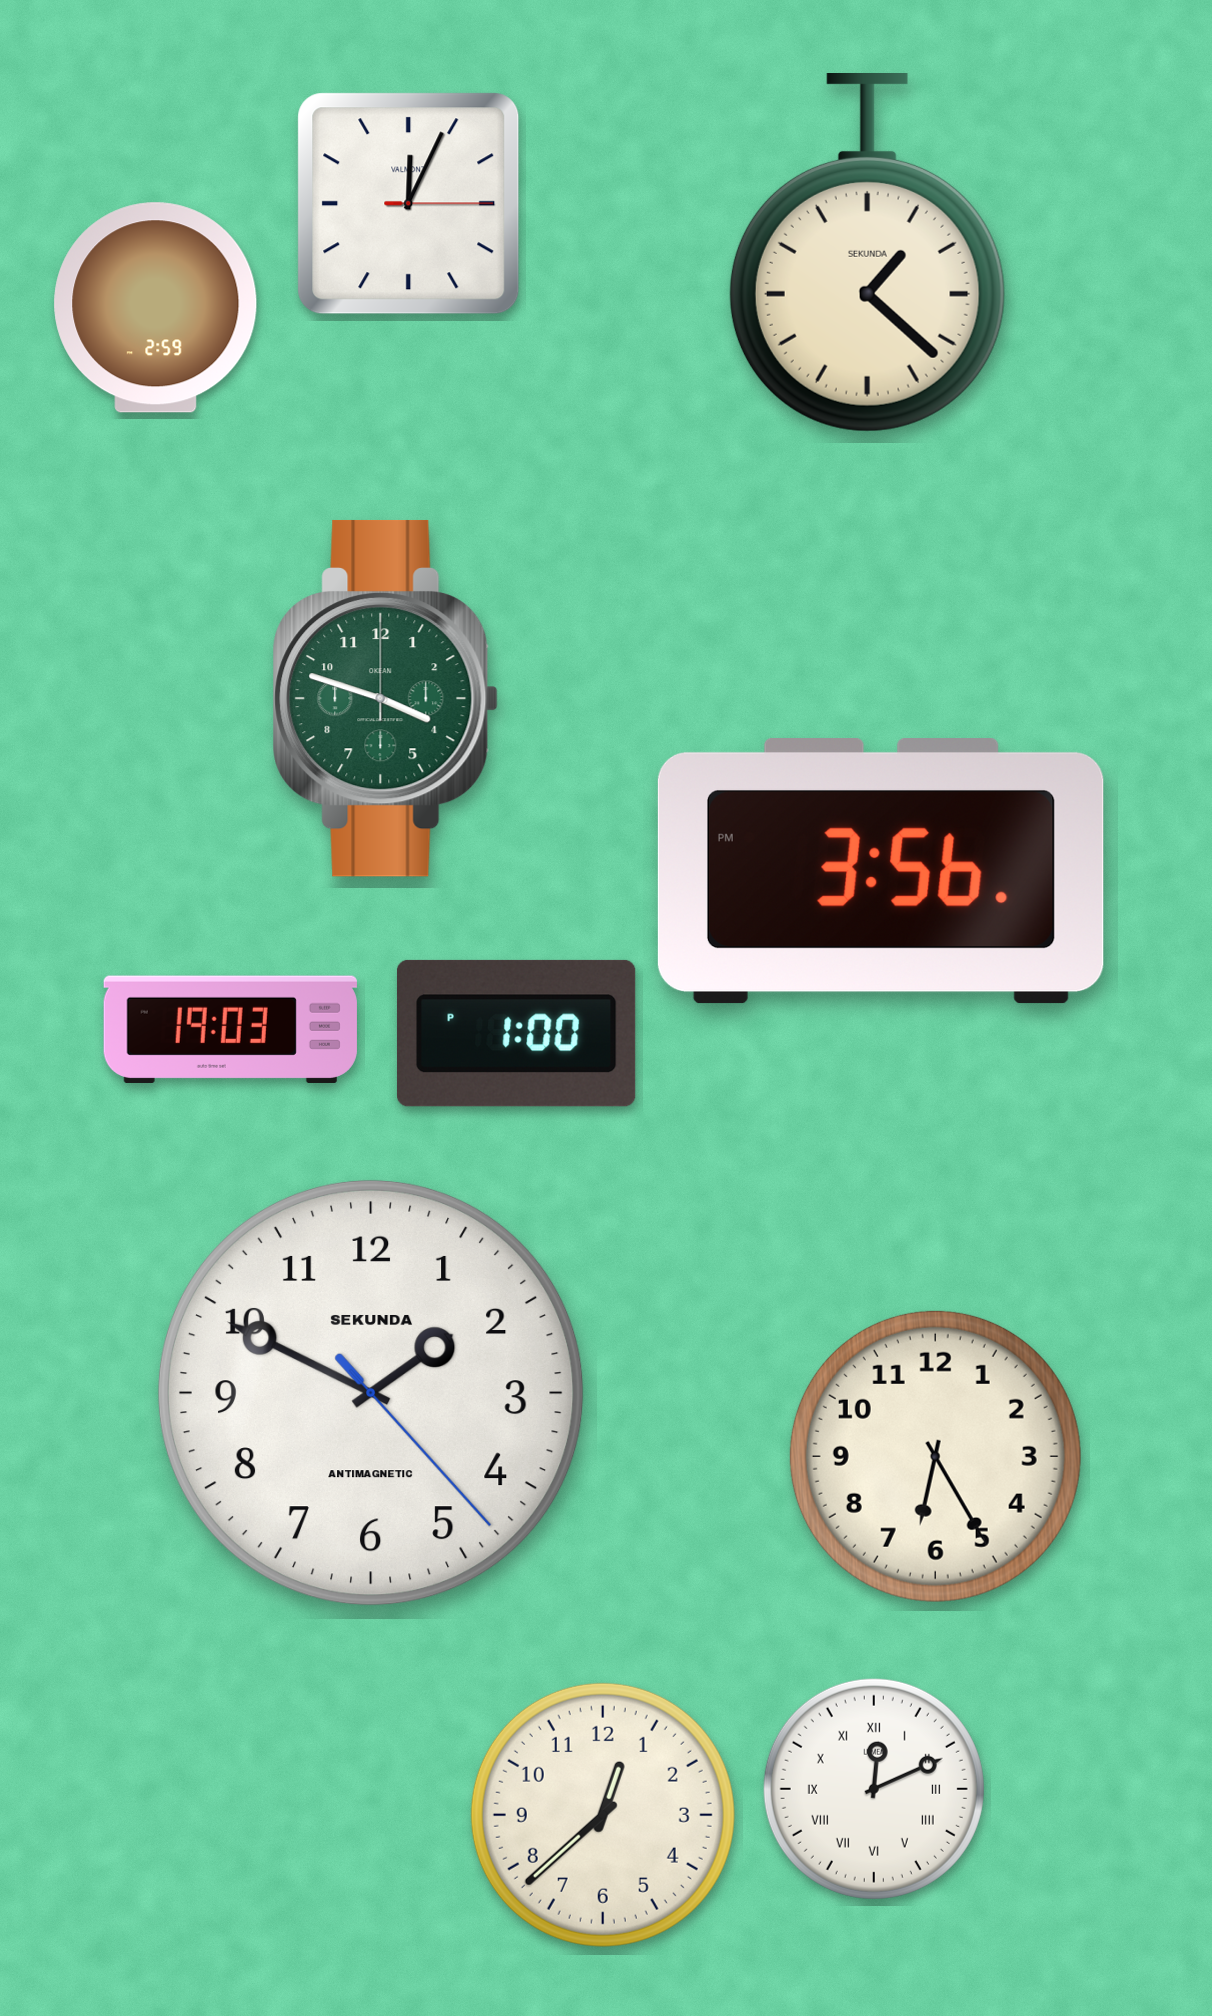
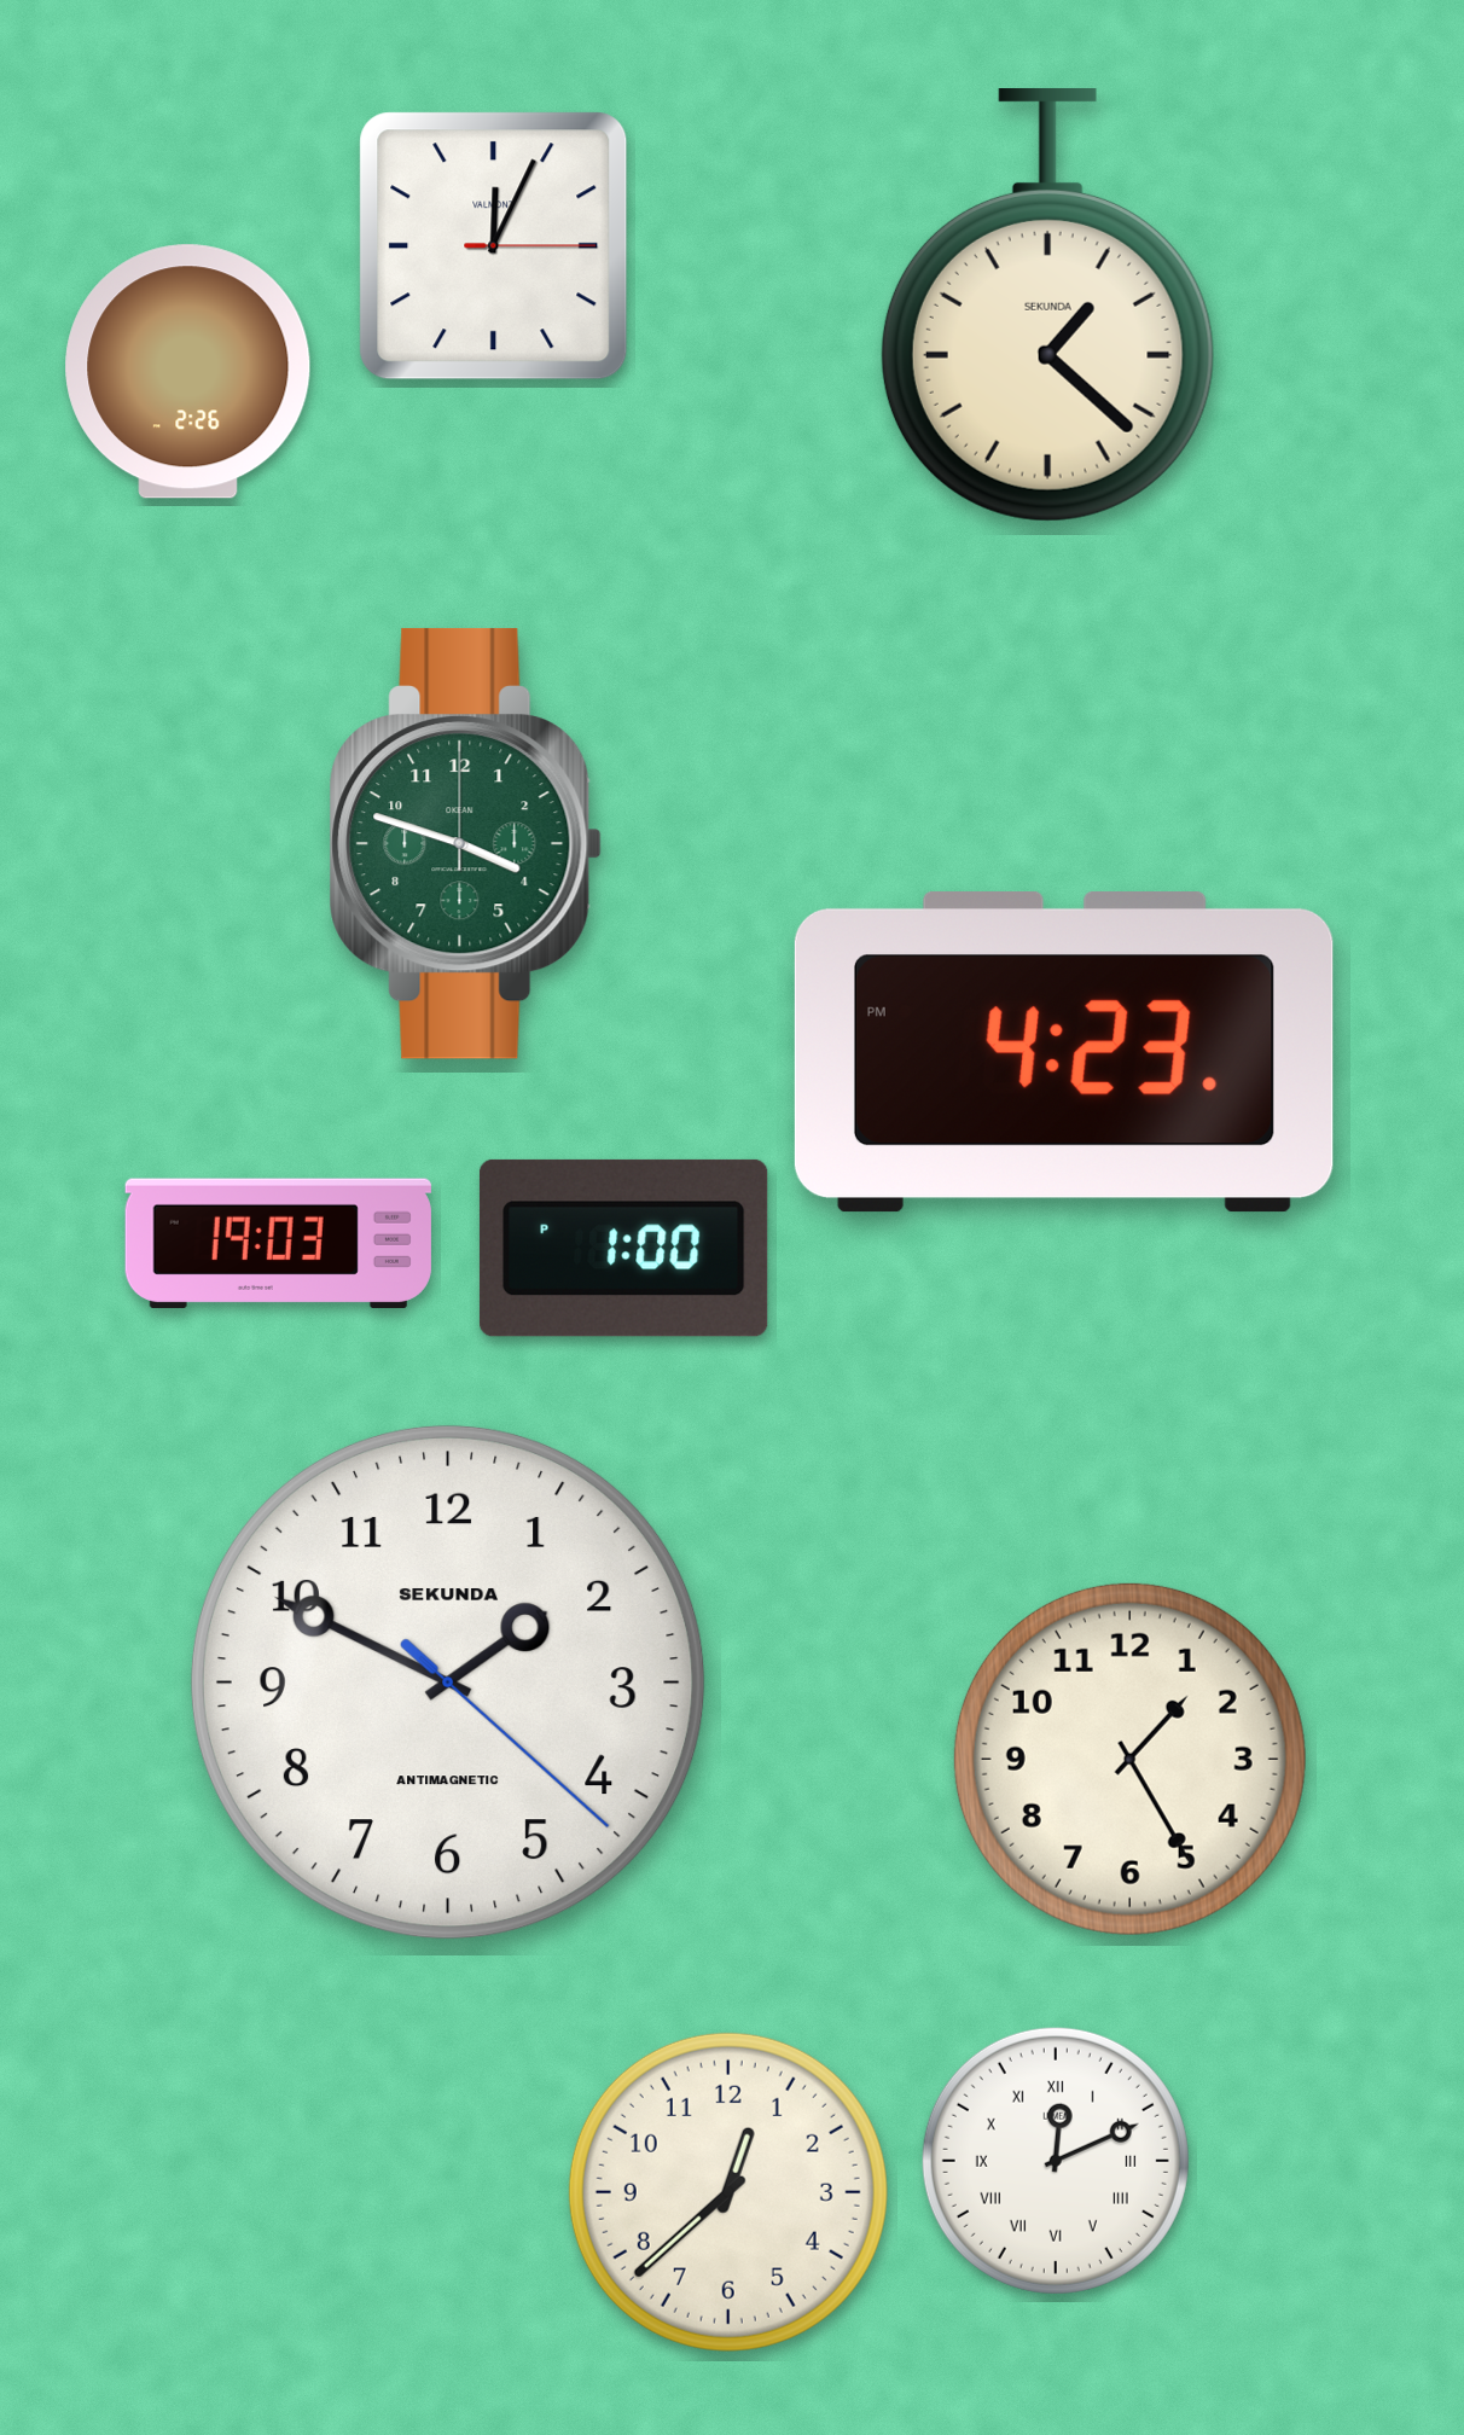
clock at (156, 308): 2:59 -> 2:26
clock at (881, 871): 3:56 -> 4:23
clock at (371, 1393): 1:49:23 -> 1:49:22
clock at (935, 1456): 6:25 -> 1:25
